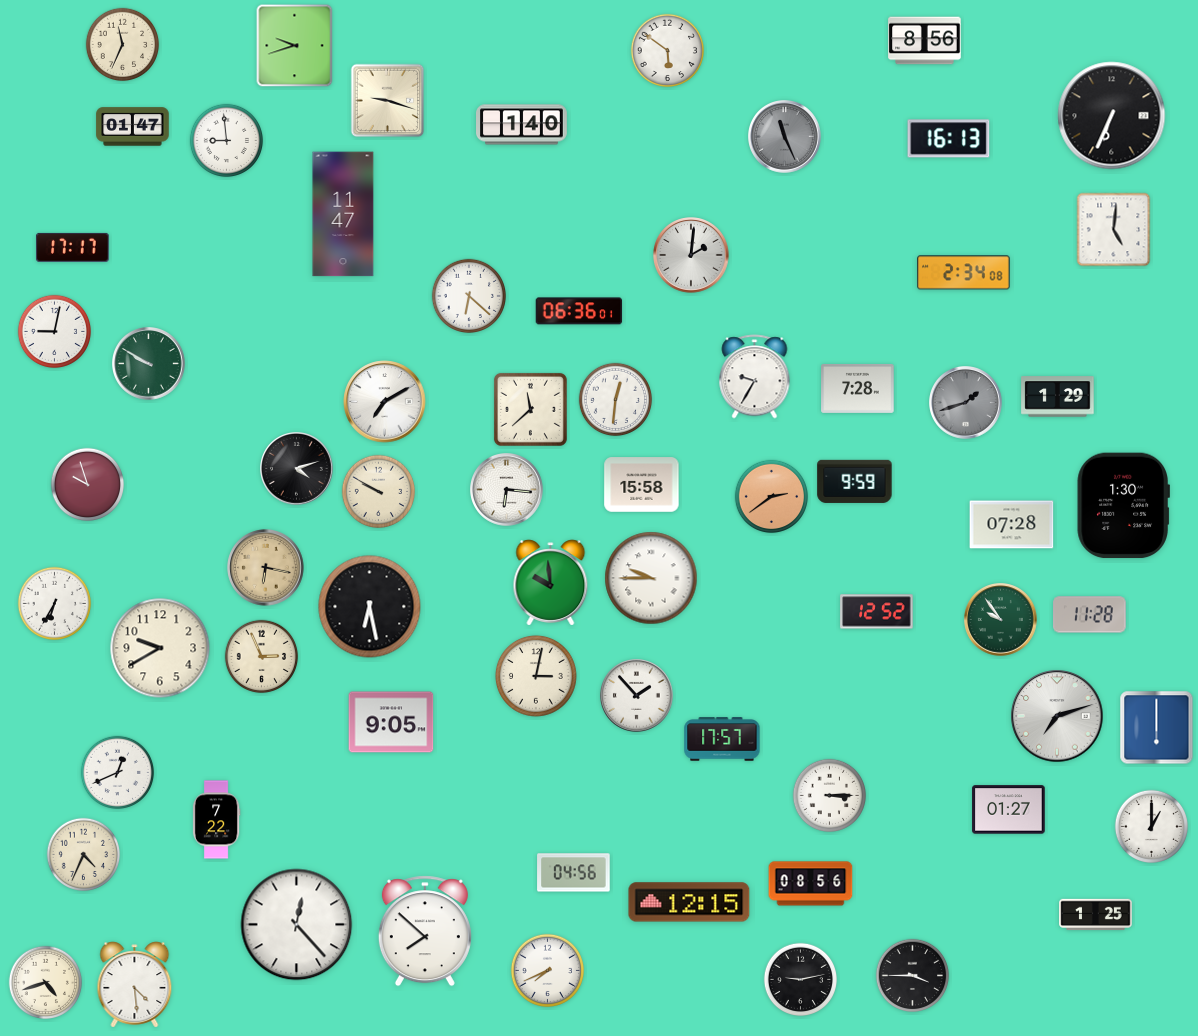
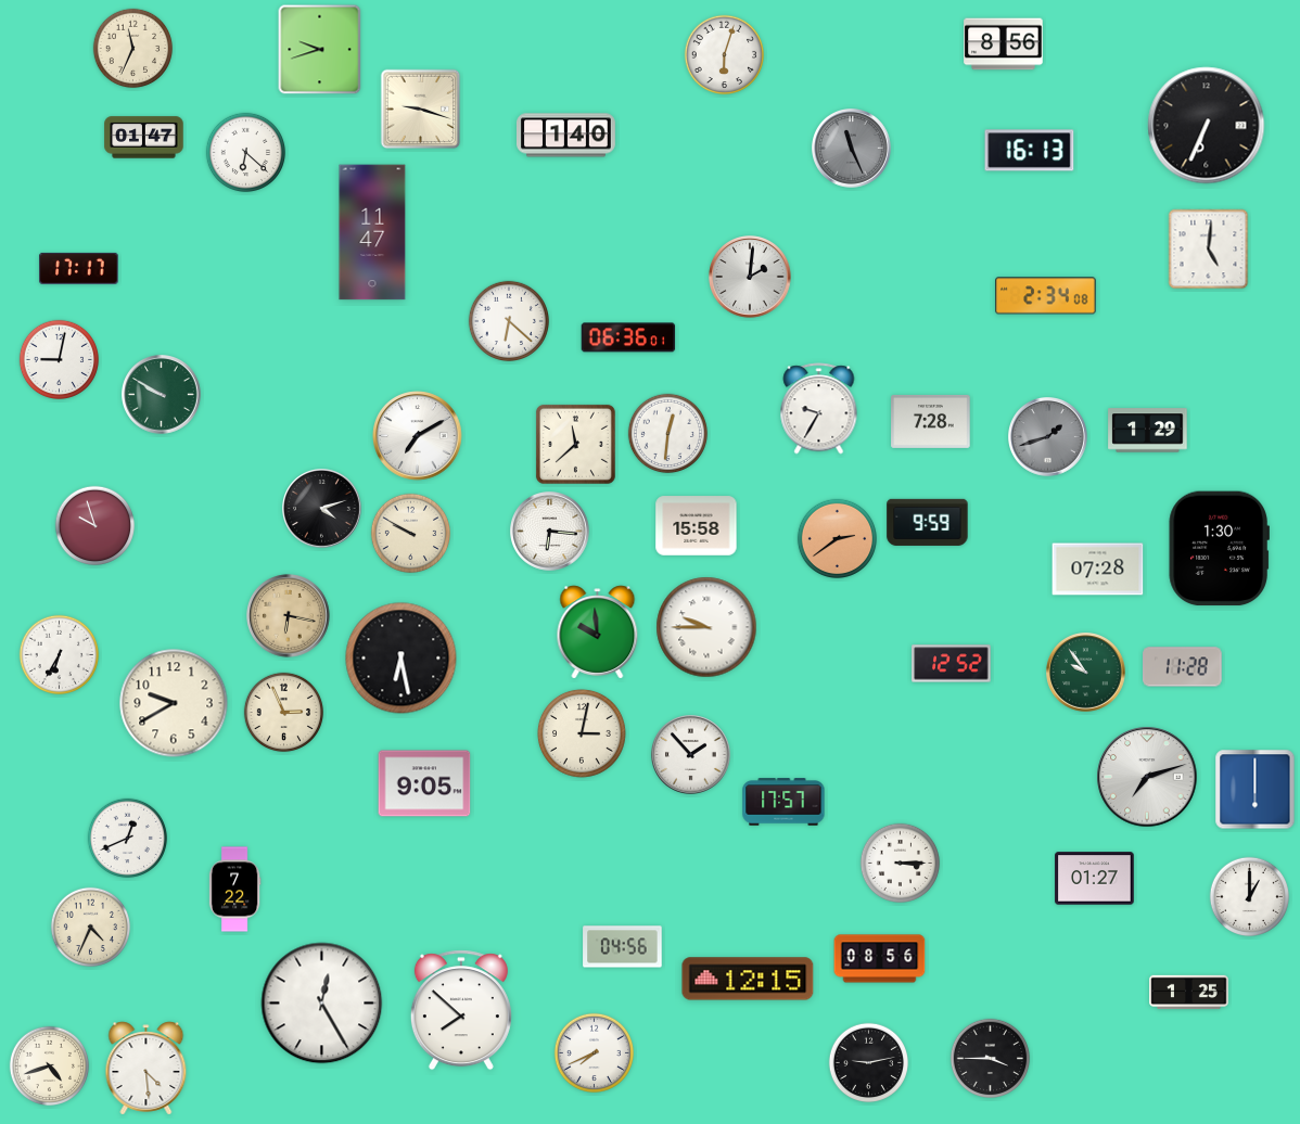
clock at (668, 51): 5:51 -> 6:03
clock at (227, 141): 8:59 -> 6:22
clock at (297, 925): 12:23 -> 12:25
